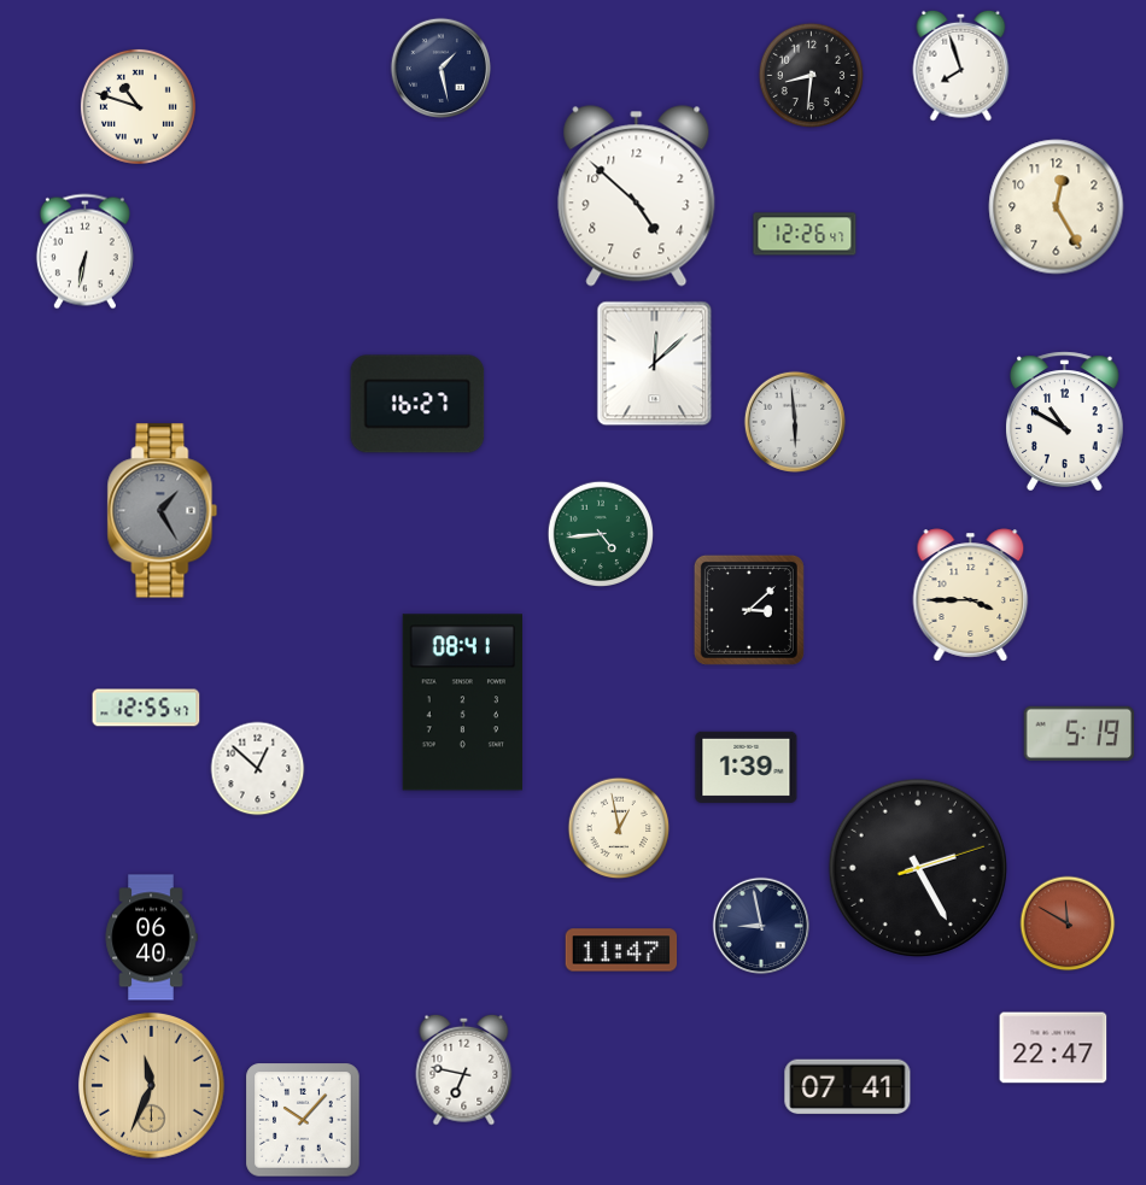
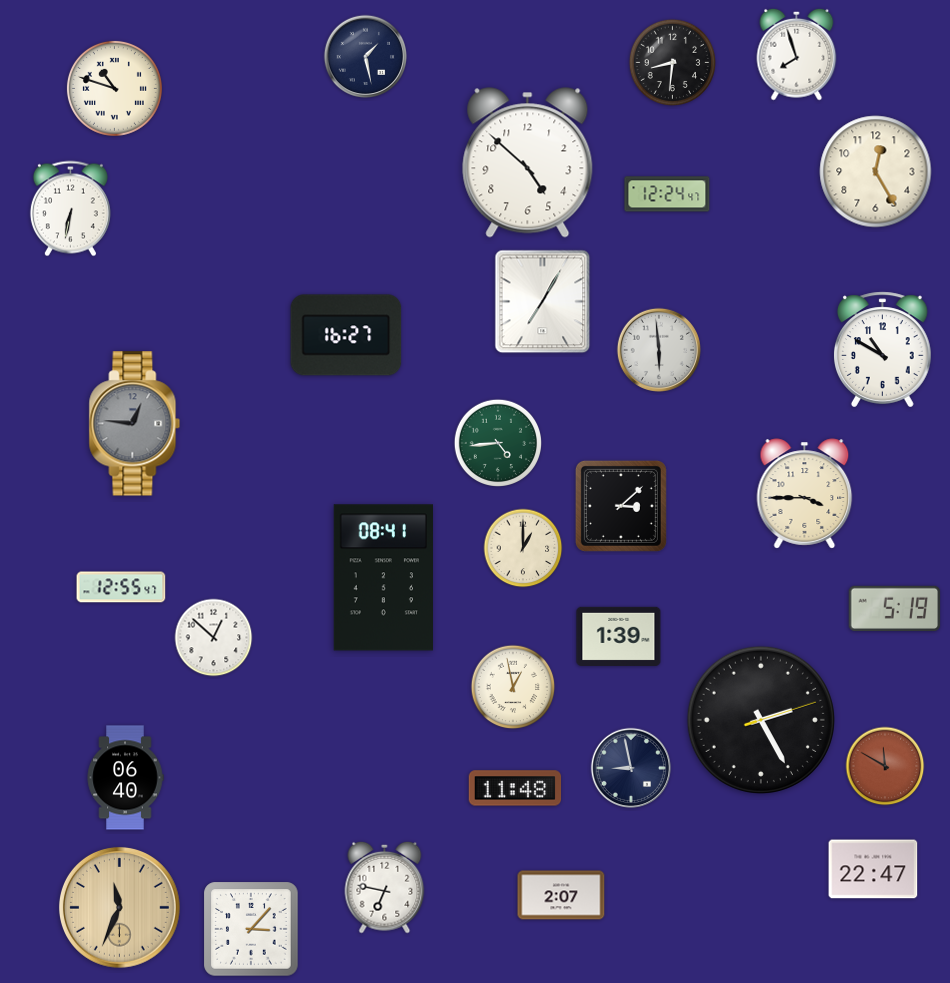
clock at (805, 234): 12:26 -> 12:24
clock at (655, 364): 12:08 -> 7:05
clock at (163, 511): 1:25 -> 12:46
clock at (523, 548): none -> 1:00
clock at (462, 703) position: (462, 703) -> (383, 578)
clock at (621, 950): 11:47 -> 11:48
clock at (561, 895): none -> 2:07
clock at (151, 1085) position: (151, 1085) -> (119, 907)
clock at (848, 1087): 07:41 -> none
clock at (303, 1120): 10:07 -> 3:07
